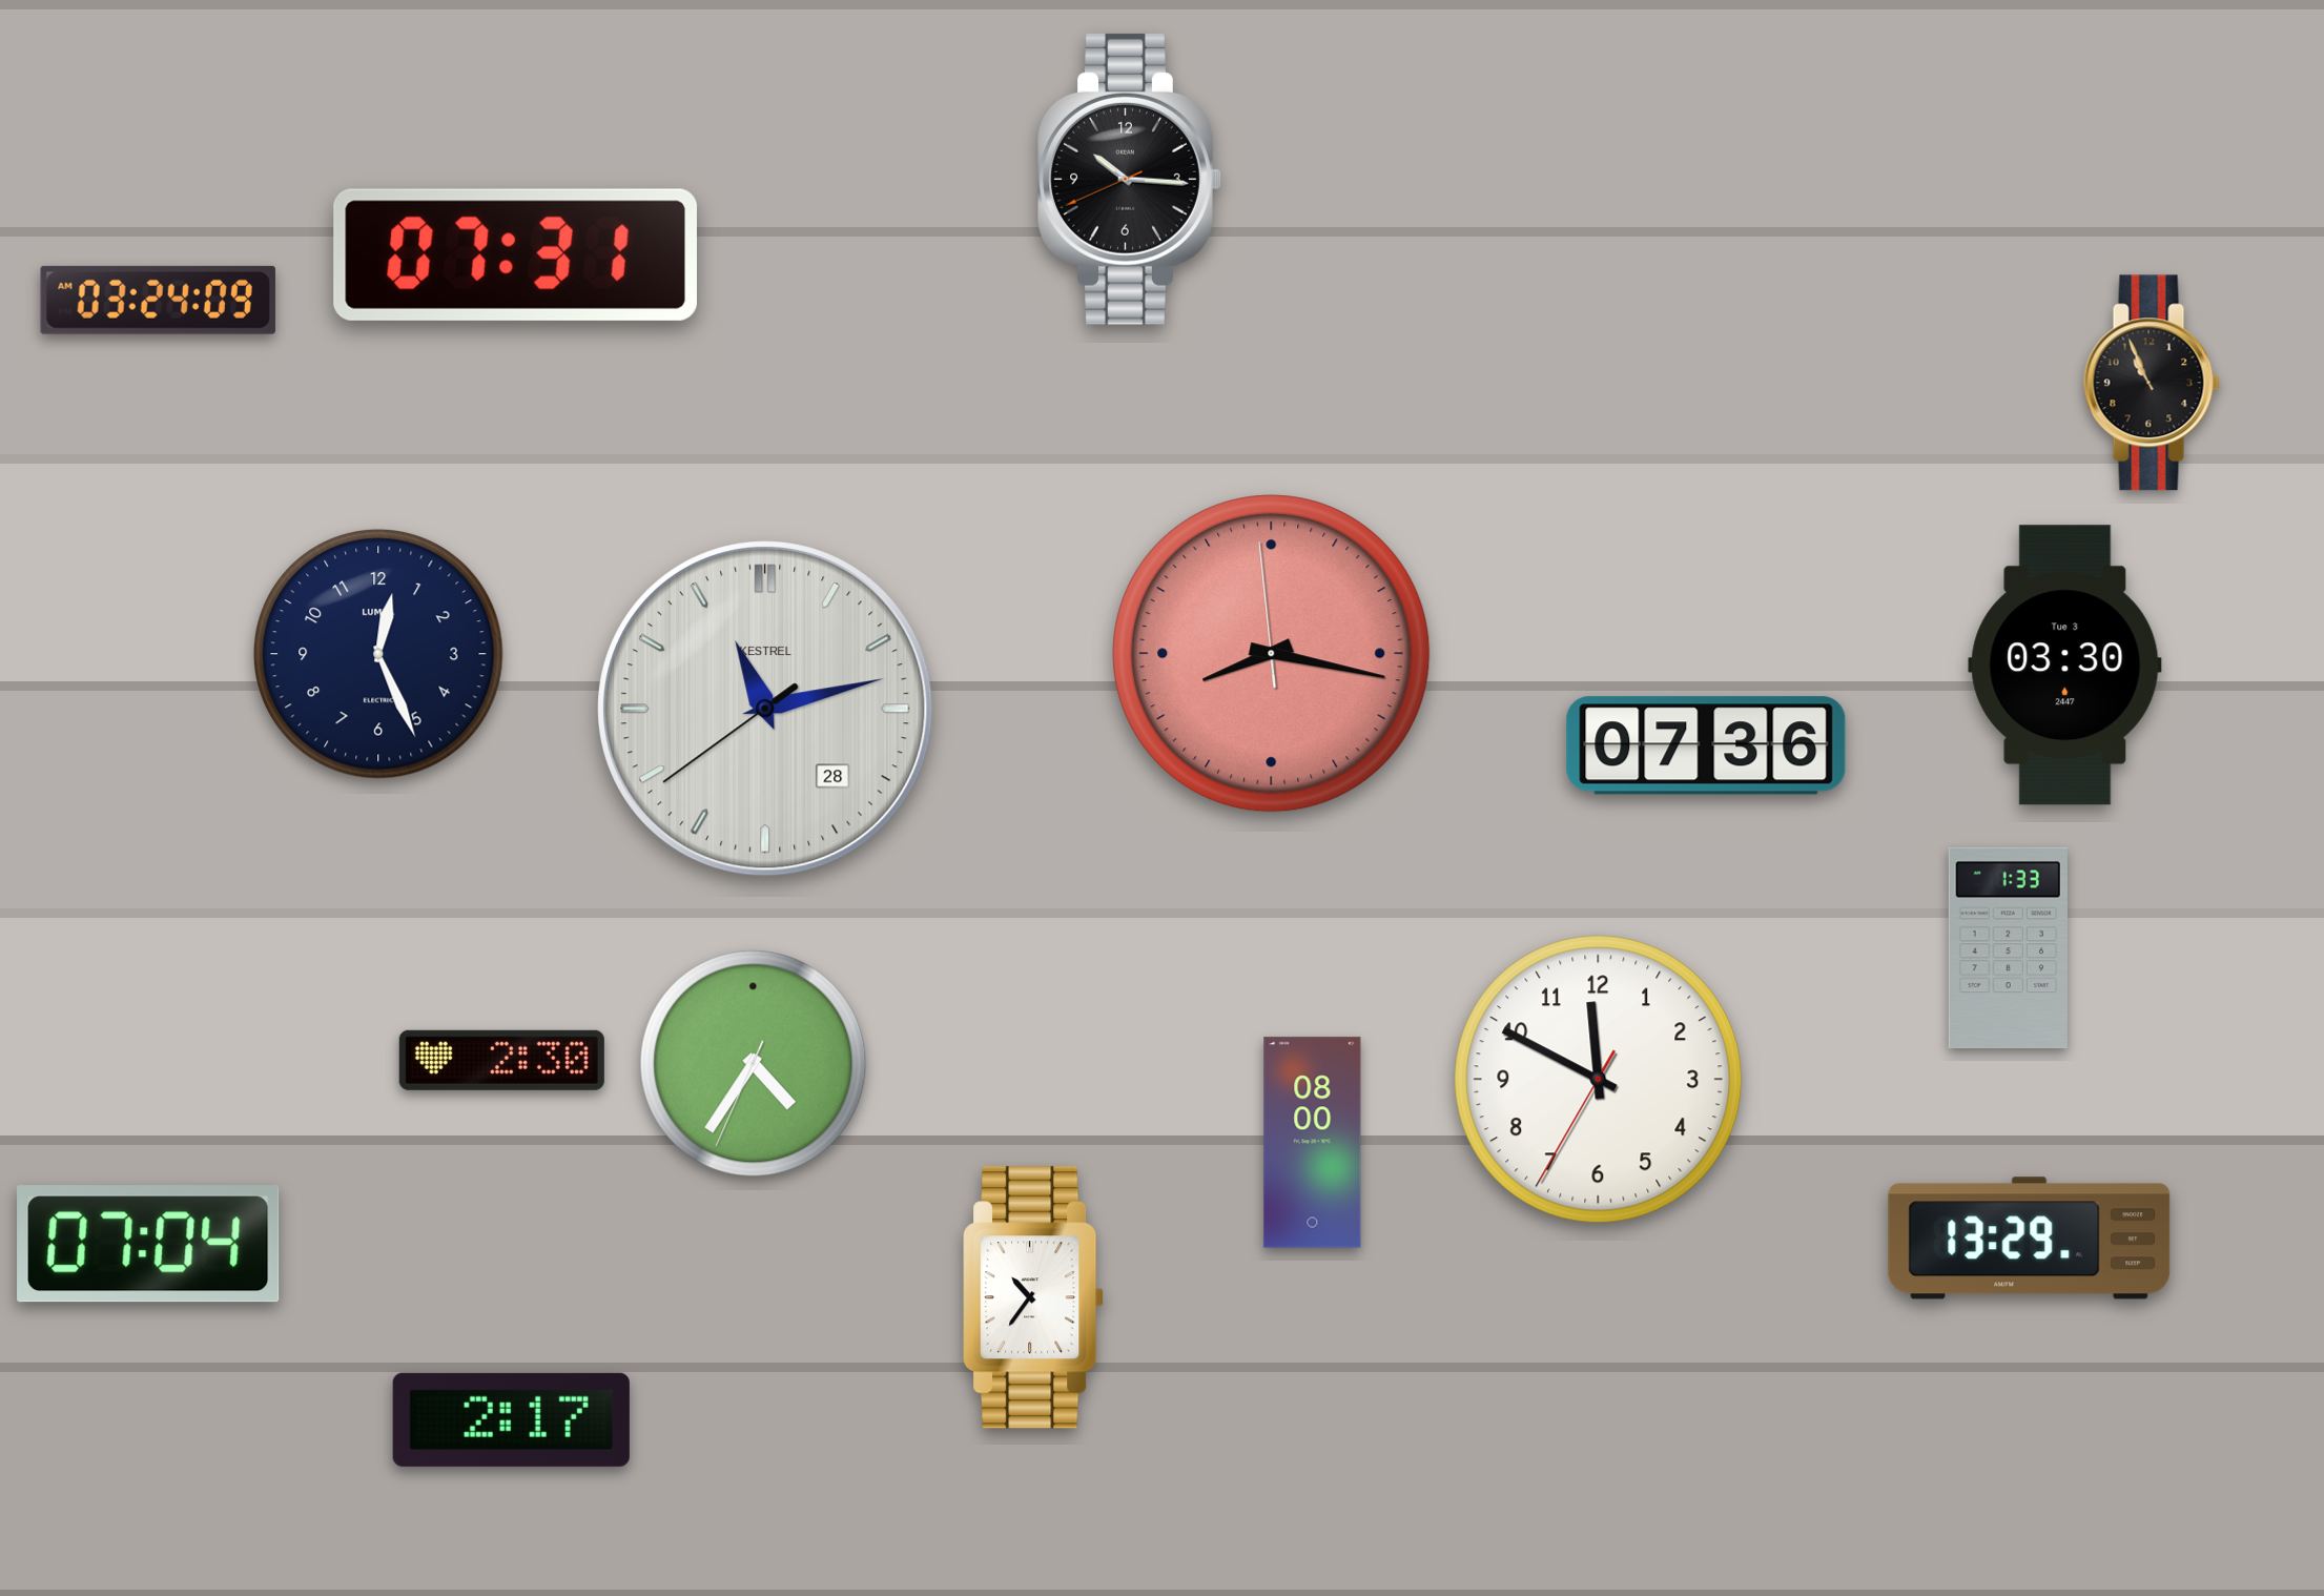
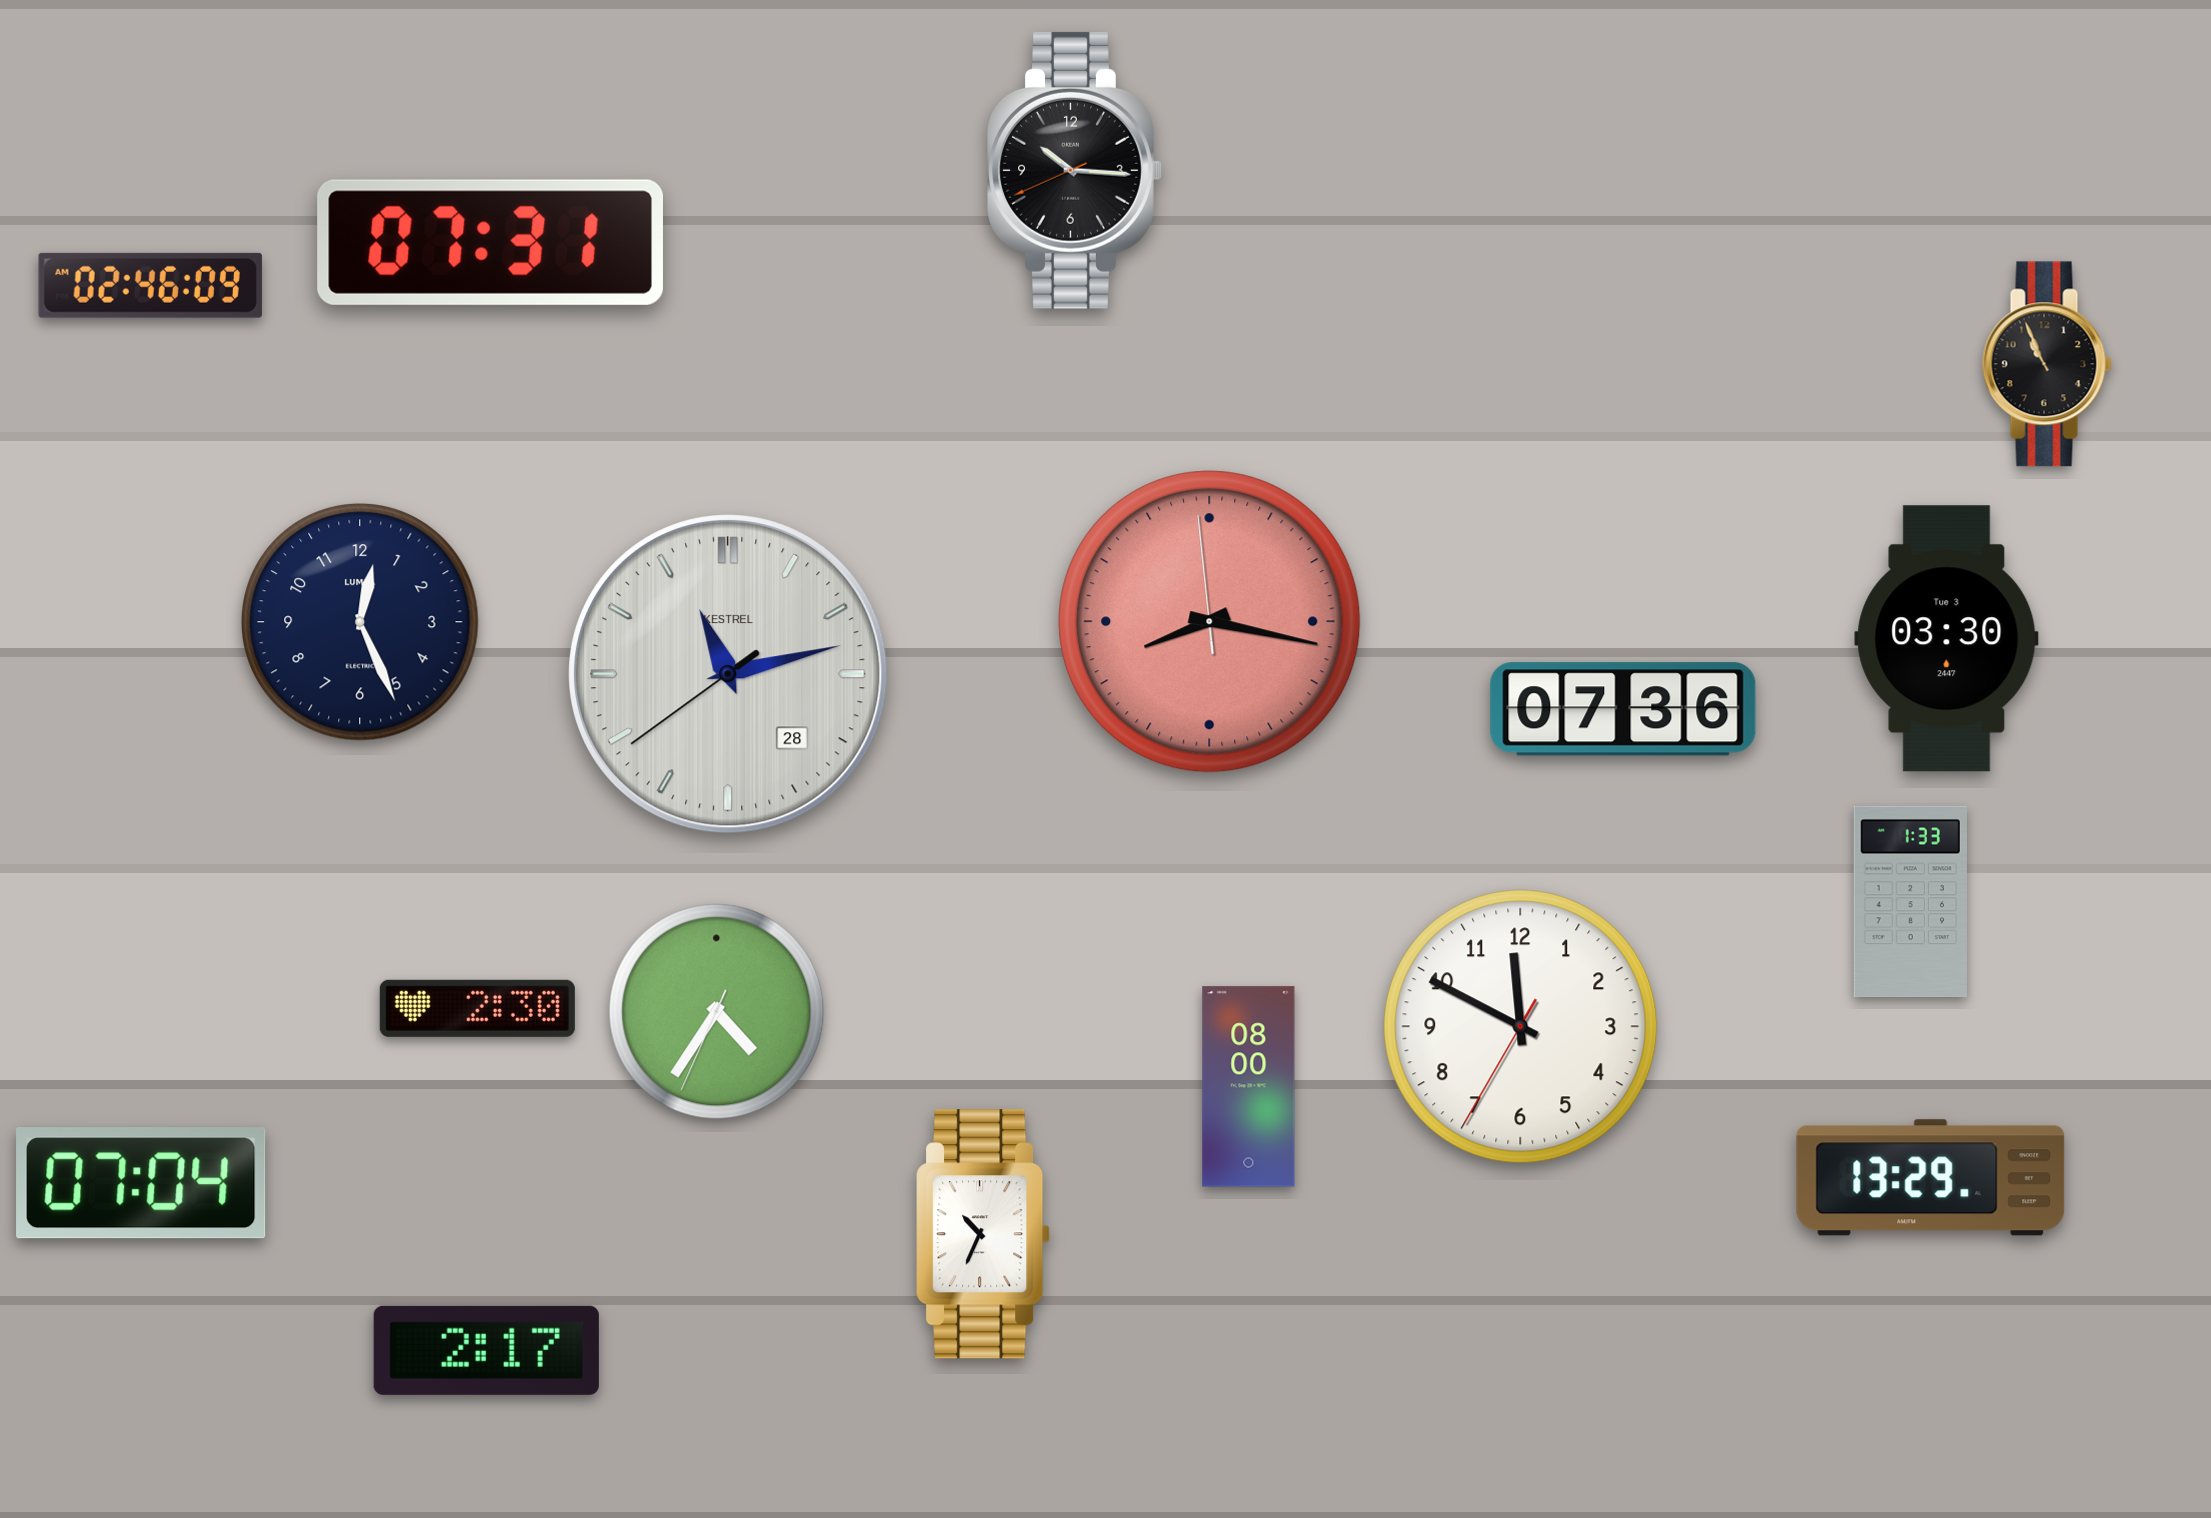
clock at (158, 300): 03:24 -> 02:46
clock at (2065, 666) position: (2065, 666) -> (1947, 639)
clock at (1034, 1297): 10:36 -> 10:34
